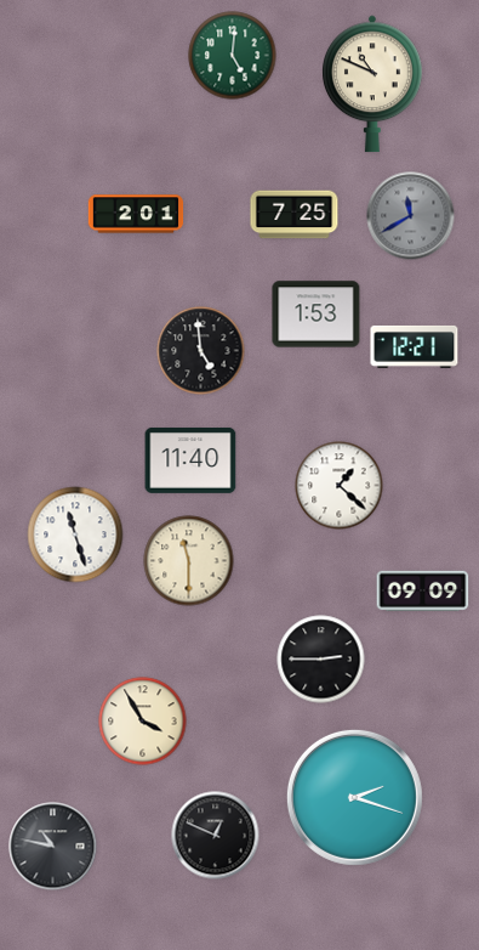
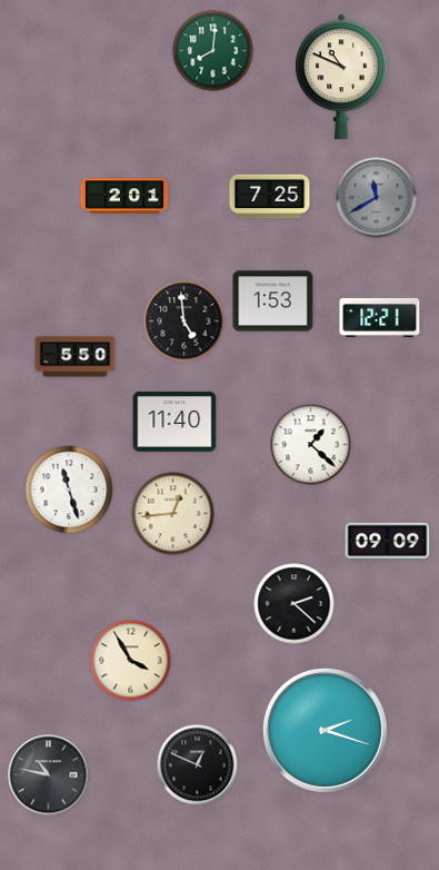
clock at (233, 56): 5:01 -> 8:01
clock at (317, 315) position: (317, 315) -> (273, 301)
clock at (76, 357): none -> 5:50
clock at (189, 561): 11:30 -> 12:44
clock at (321, 660): 2:45 -> 2:22
